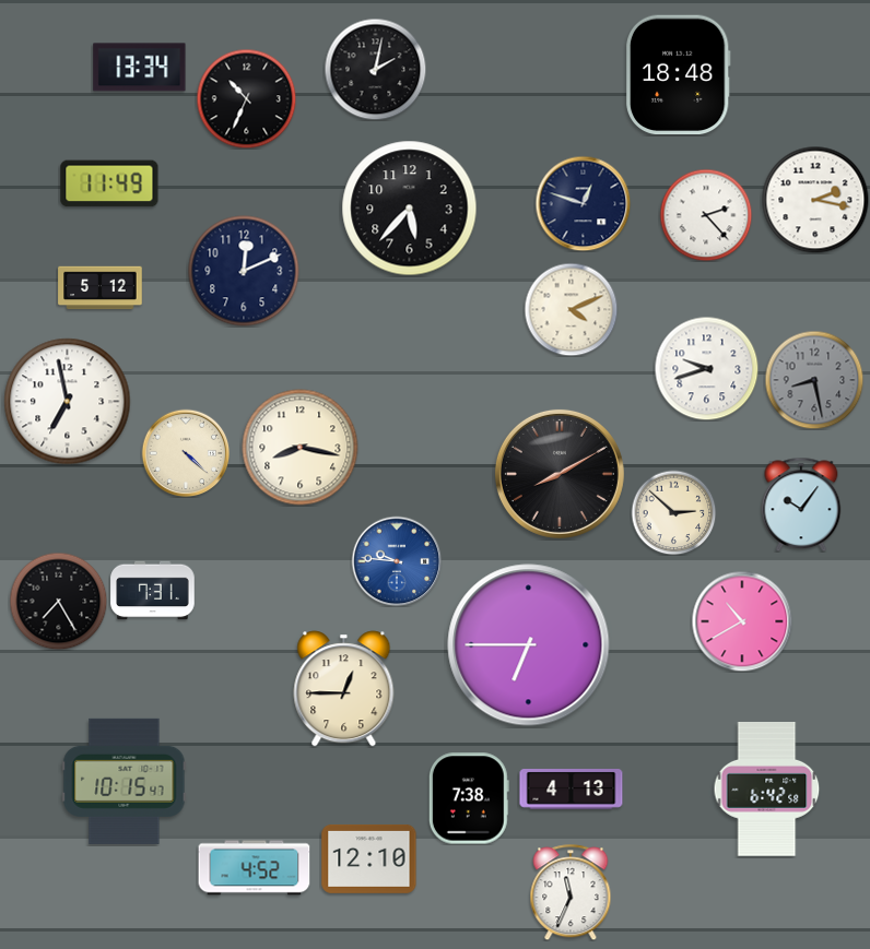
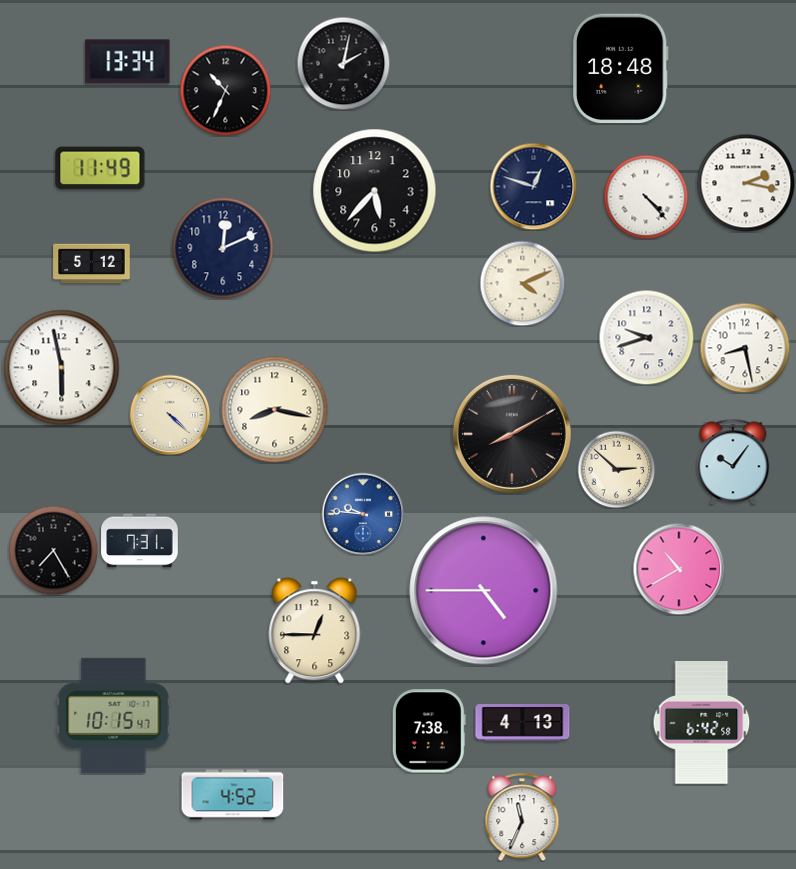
clock at (706, 215): 2:23 -> 4:23
clock at (814, 380) dial: grey -> white
clock at (68, 402): 6:58 -> 5:58
clock at (529, 645): 6:45 -> 4:45
clock at (369, 858): 12:10 -> none
